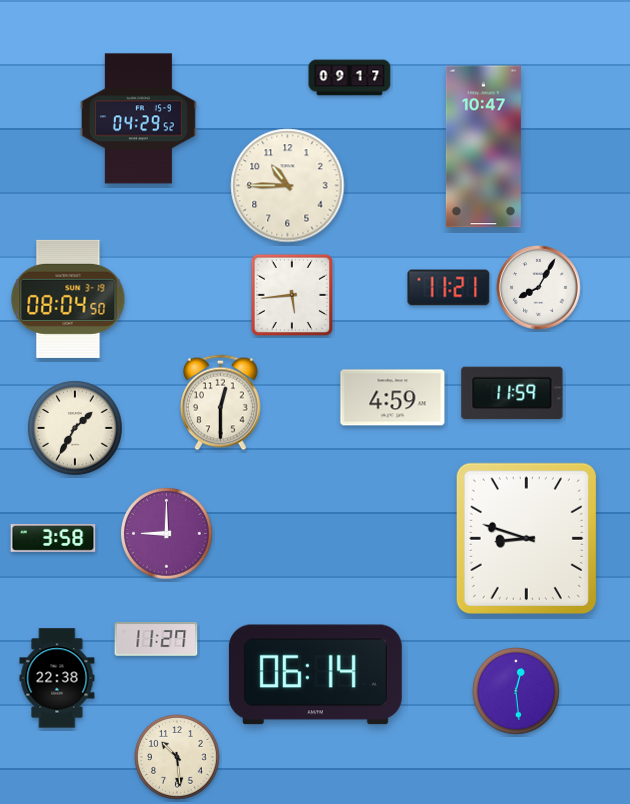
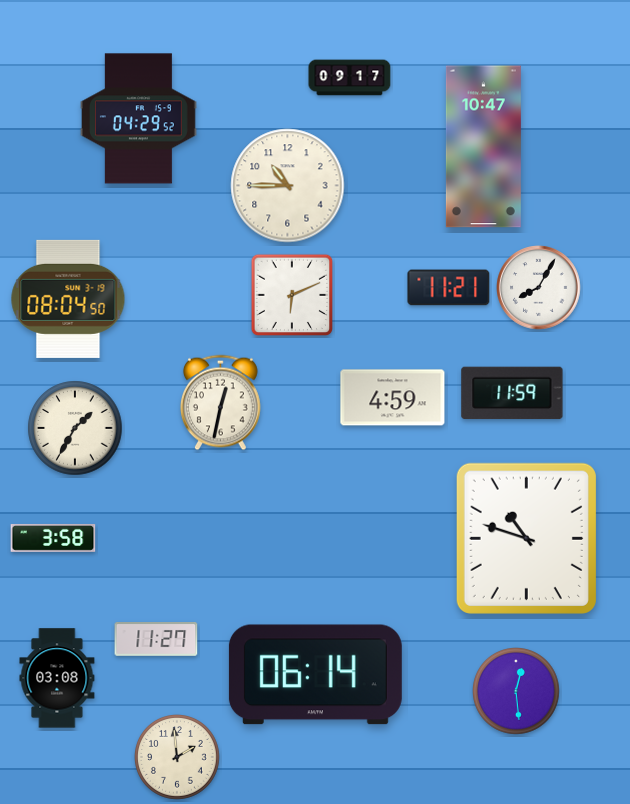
clock at (292, 295): 5:44 -> 6:11
clock at (220, 403): 12:30 -> 12:32
clock at (167, 534): 9:00 -> none
clock at (526, 538): 8:48 -> 10:48
clock at (57, 678): 22:38 -> 03:08
clock at (178, 758): 10:29 -> 1:59
